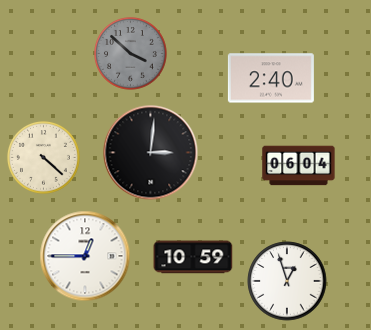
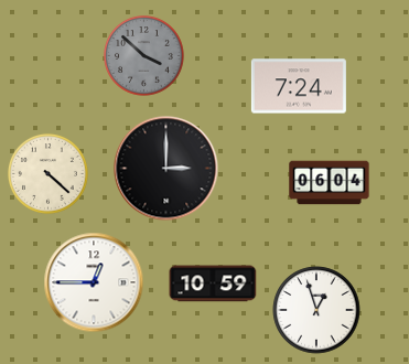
clock at (130, 53) position: (130, 53) -> (143, 55)
clock at (271, 78): 2:40 -> 7:24
clock at (151, 153): 3:01 -> 3:00
